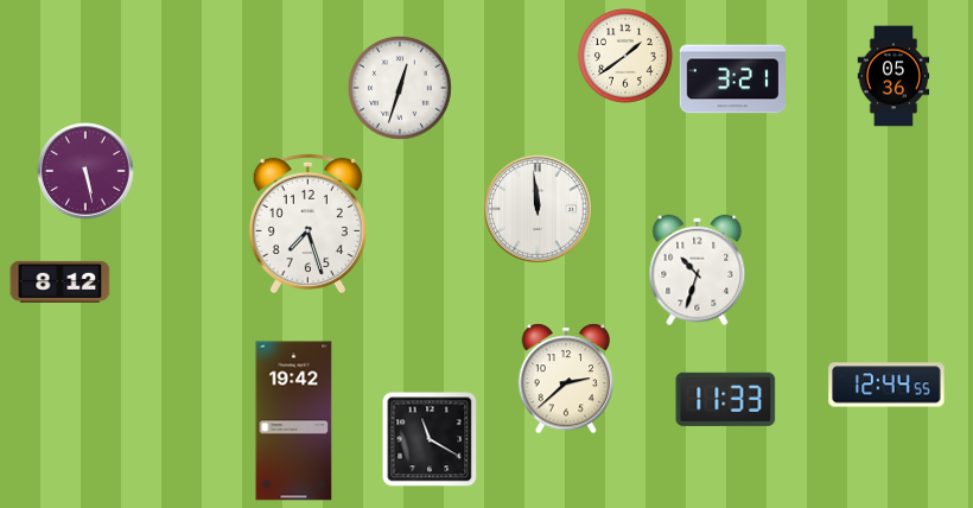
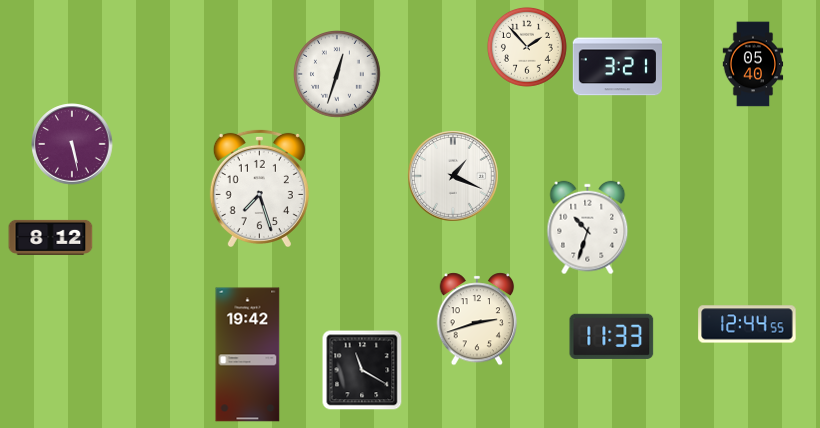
clock at (625, 56): 1:39 -> 1:53
clock at (893, 76): 05:36 -> 05:40
clock at (539, 210): 11:59 -> 1:19
clock at (566, 379): 2:38 -> 2:42
